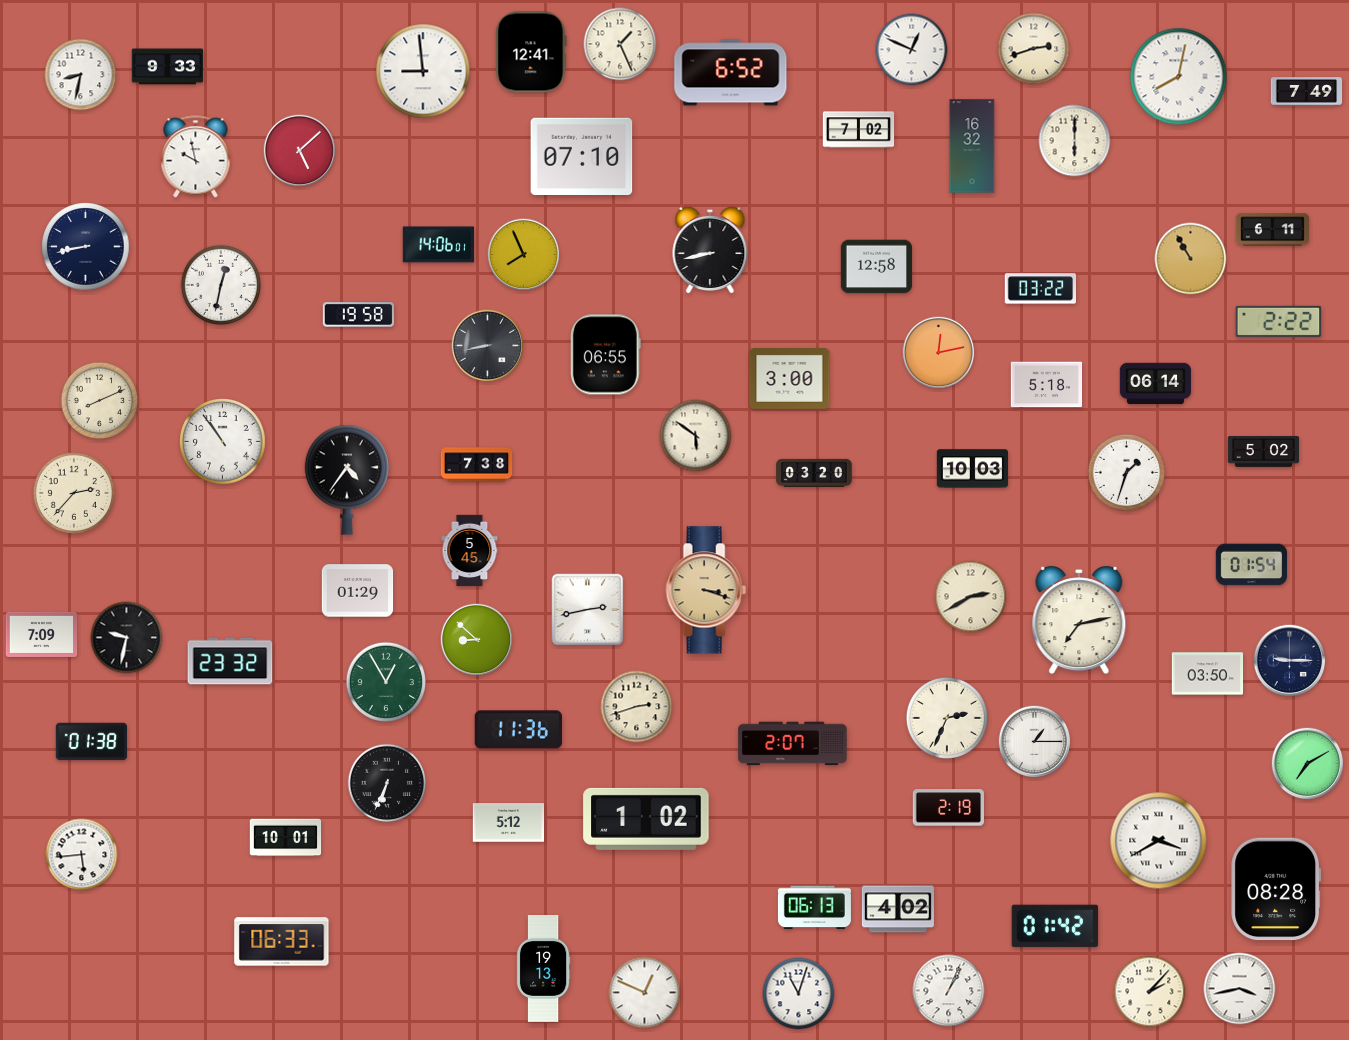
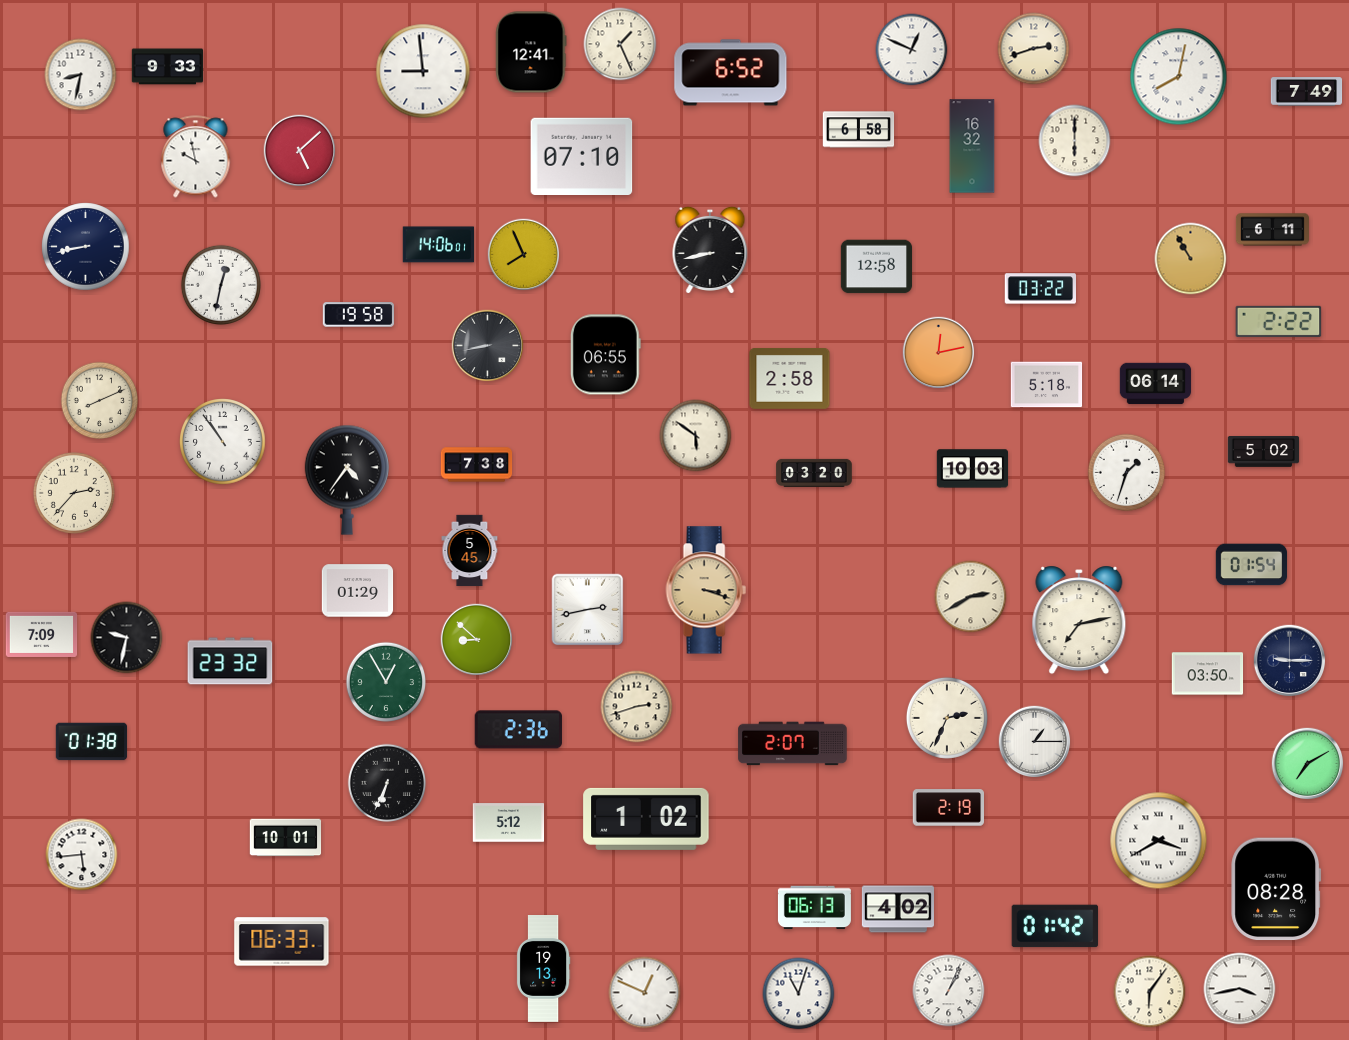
clock at (859, 130): 7:02 -> 6:58
clock at (790, 379): 3:00 -> 2:58
clock at (518, 730): 11:36 -> 2:36
clock at (1150, 992): 2:07 -> 6:06
